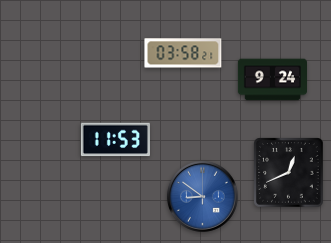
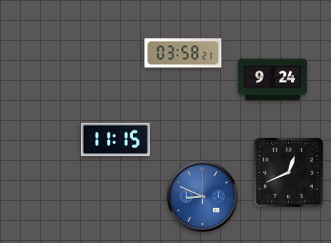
clock at (115, 140): 11:53 -> 11:15
clock at (202, 196): 8:51 -> 8:49
